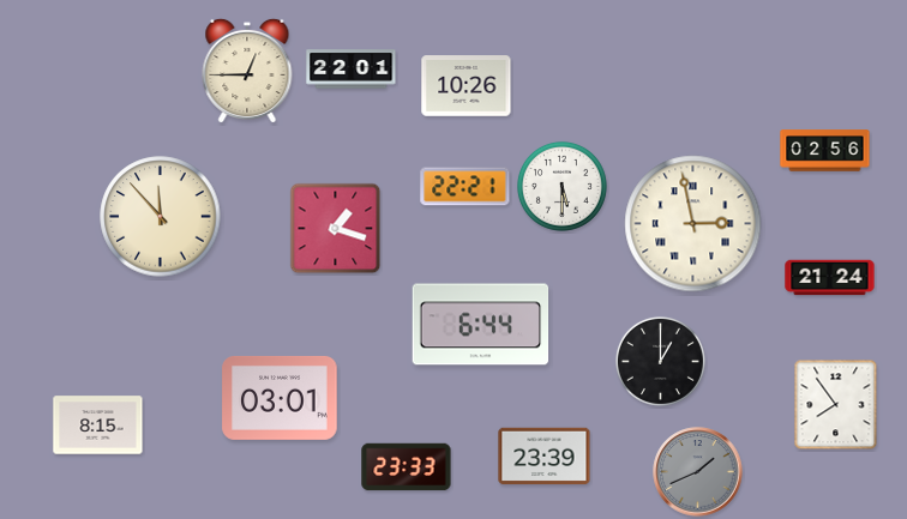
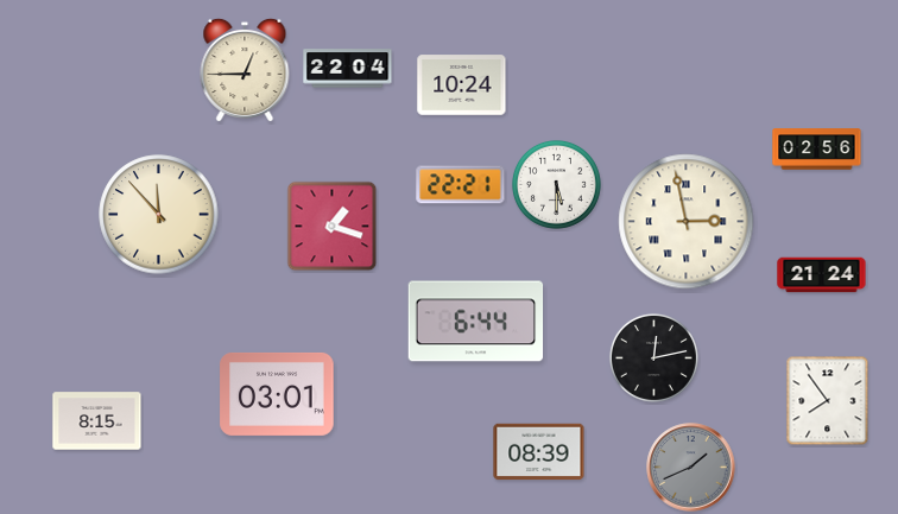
clock at (352, 70): 22:01 -> 22:04
clock at (467, 86): 10:26 -> 10:24
clock at (660, 361): 1:00 -> 12:13
clock at (545, 457): 23:39 -> 08:39
clock at (407, 467): 23:33 -> none
